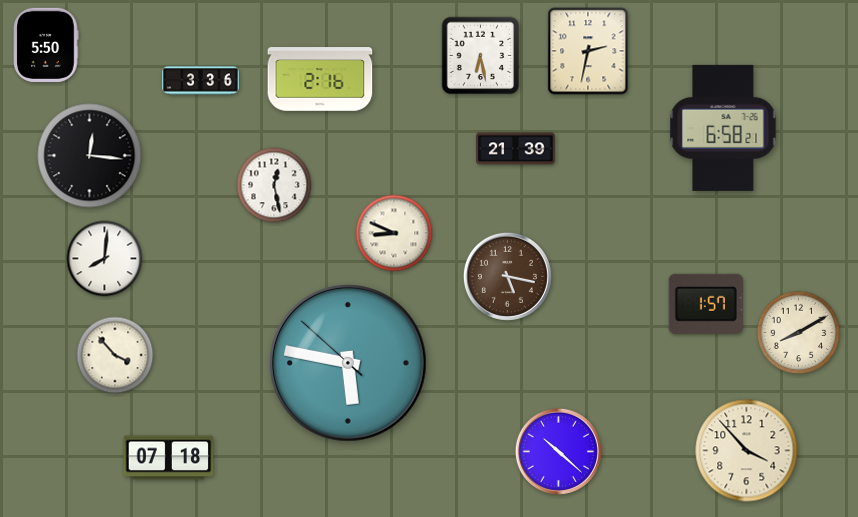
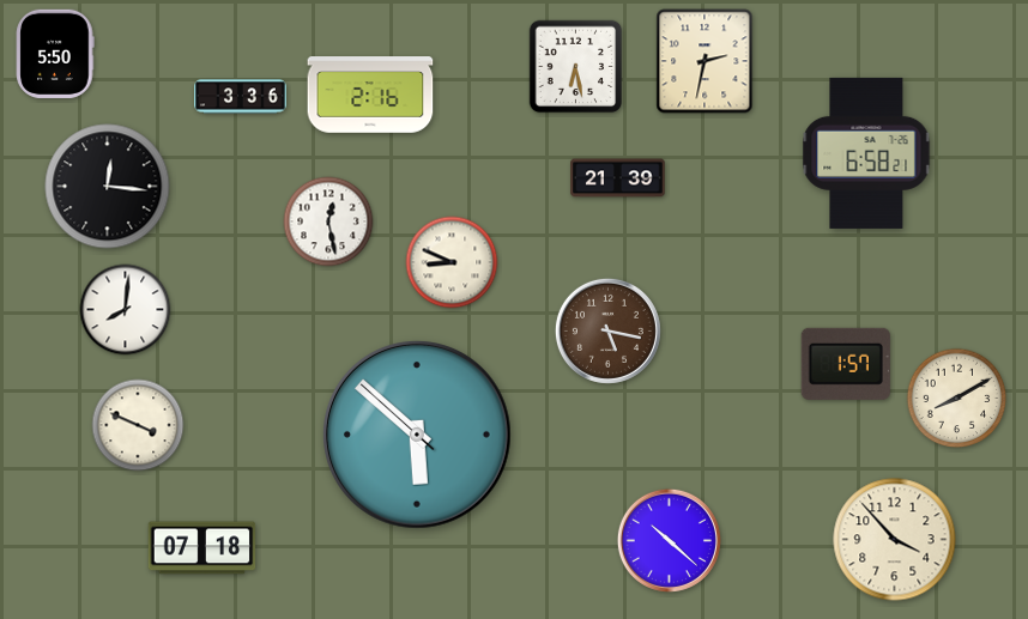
clock at (320, 79) position: (320, 79) -> (370, 95)
clock at (394, 233) position: (394, 233) -> (452, 262)
clock at (115, 355): 3:53 -> 3:49
clock at (349, 364): 5:46 -> 5:51
